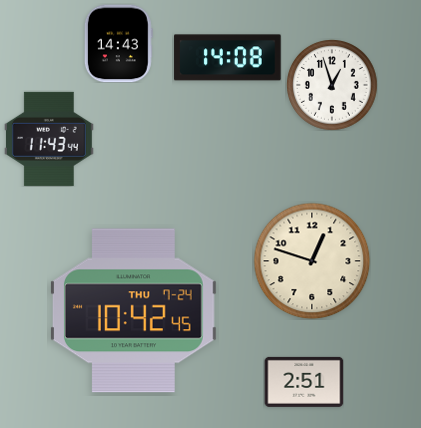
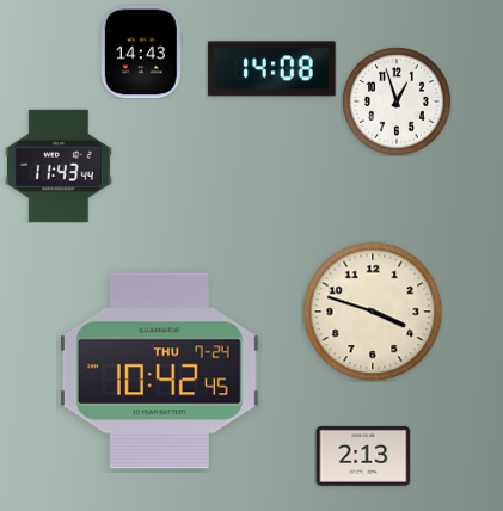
clock at (312, 261): 12:48 -> 3:48
clock at (304, 382): 2:51 -> 2:13
